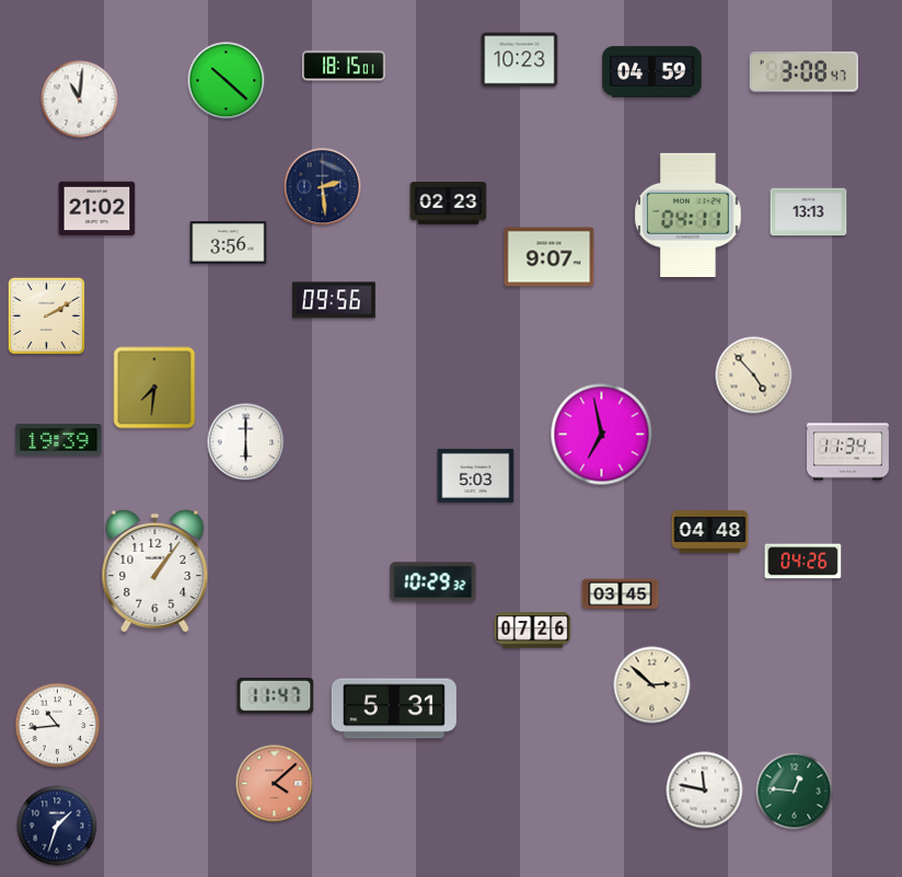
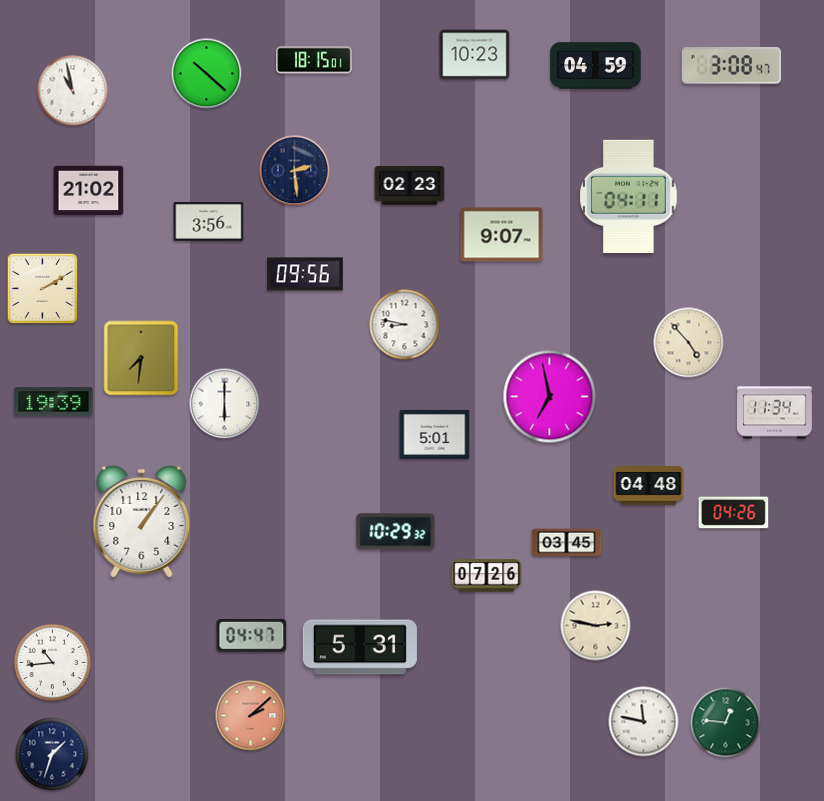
clock at (803, 72) position: (803, 72) -> (731, 66)
clock at (80, 100): 11:01 -> 10:58
clock at (809, 212): 13:13 -> none
clock at (405, 325): none -> 8:47
clock at (154, 388) position: (154, 388) -> (141, 358)
clock at (476, 475): 5:03 -> 5:01
clock at (652, 685): 2:52 -> 2:47
clock at (276, 695): 11:47 -> 04:47
clock at (275, 784): 4:08 -> 2:08
